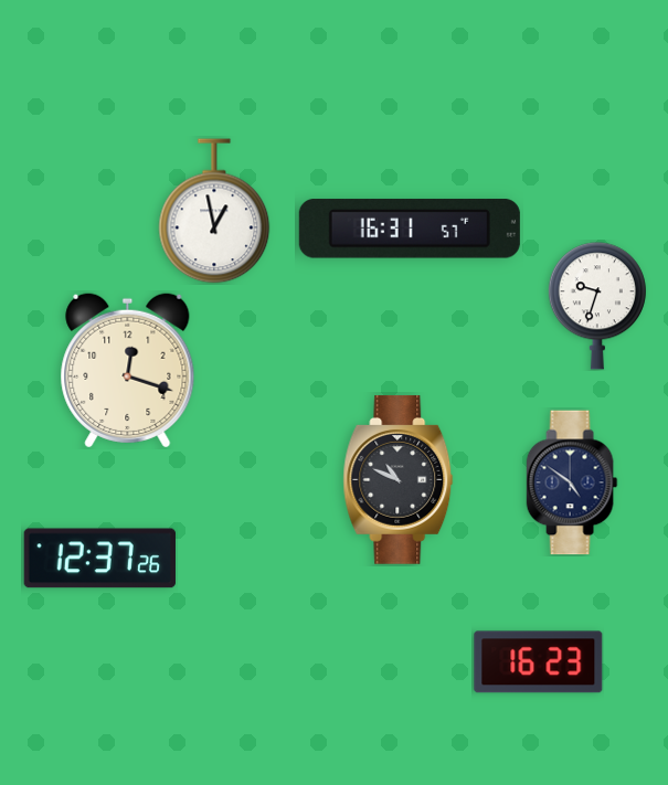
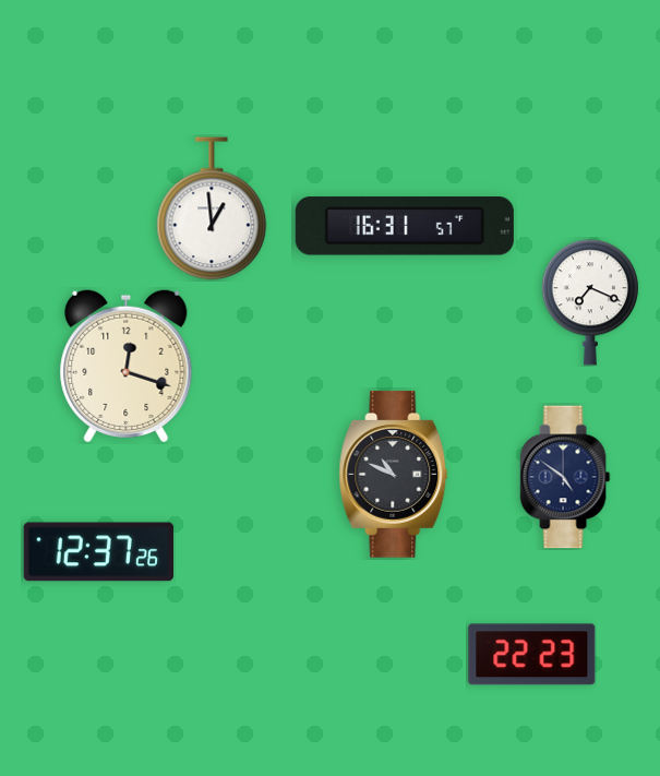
clock at (214, 211): 12:58 -> 12:59
clock at (597, 306): 9:33 -> 7:19
clock at (539, 662): 16:23 -> 22:23
